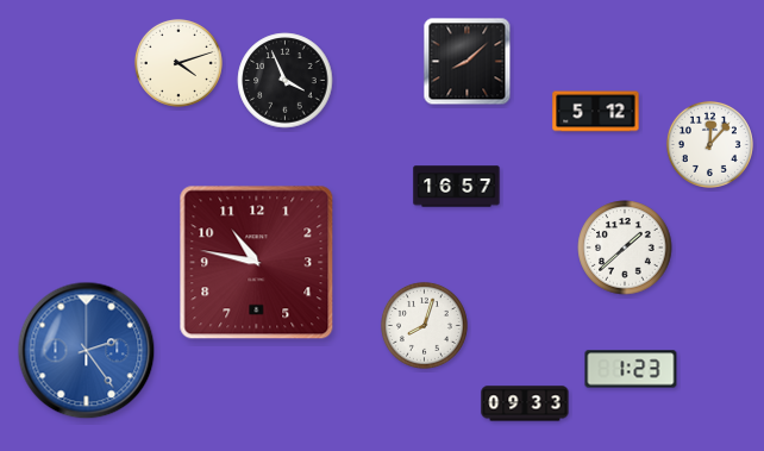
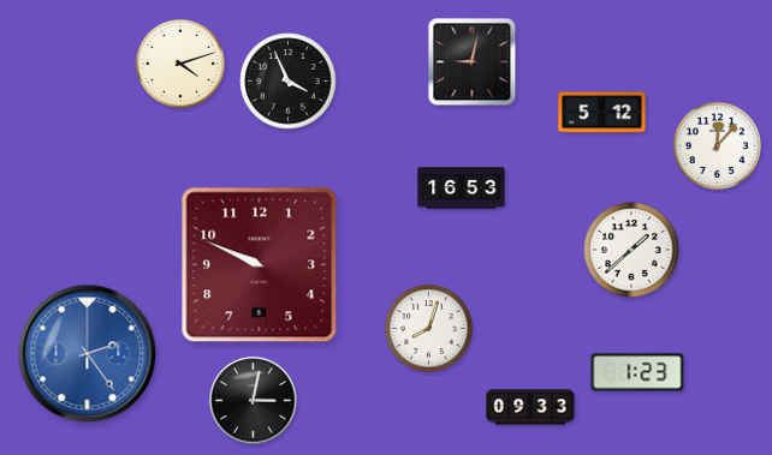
clock at (468, 62): 8:08 -> 9:02
clock at (457, 187): 16:57 -> 16:53
clock at (257, 263): 10:47 -> 9:49
clock at (254, 401): none -> 3:02
